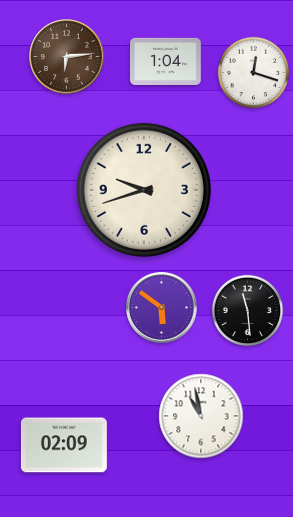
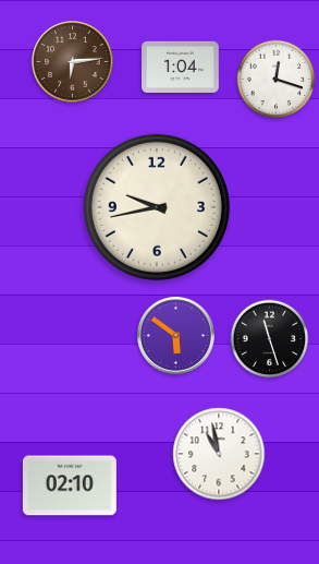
clock at (144, 190): 9:42 -> 9:43
clock at (248, 311): 11:29 -> 11:27
clock at (64, 445): 02:09 -> 02:10
